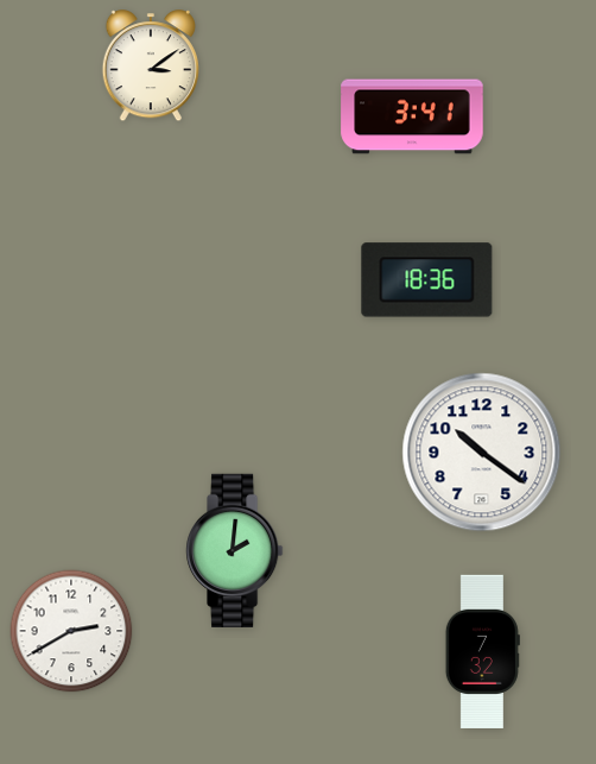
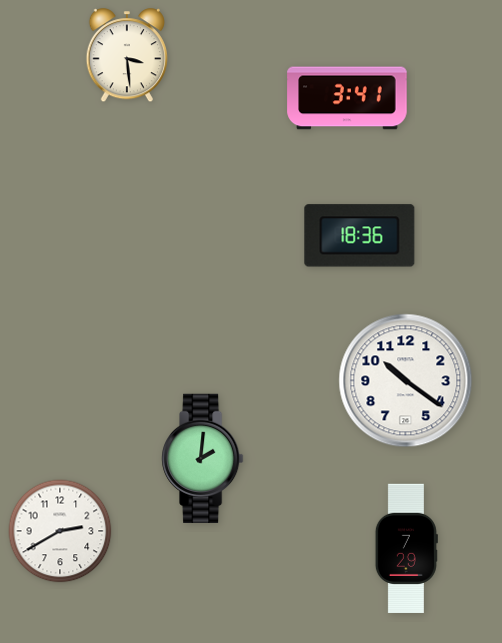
clock at (150, 67): 3:09 -> 3:29
clock at (235, 550) position: (235, 550) -> (203, 458)
clock at (482, 652): 7:32 -> 7:29
